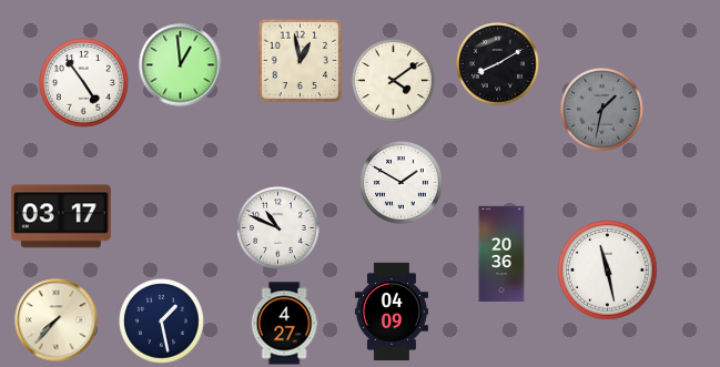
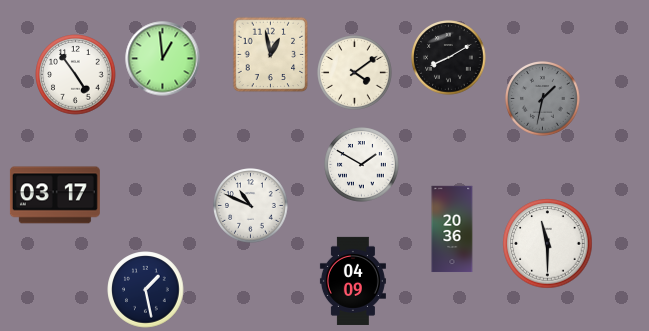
clock at (608, 271): 11:28 -> 11:30
clock at (57, 320): 7:37 -> none
clock at (284, 324): 4:27 -> none
